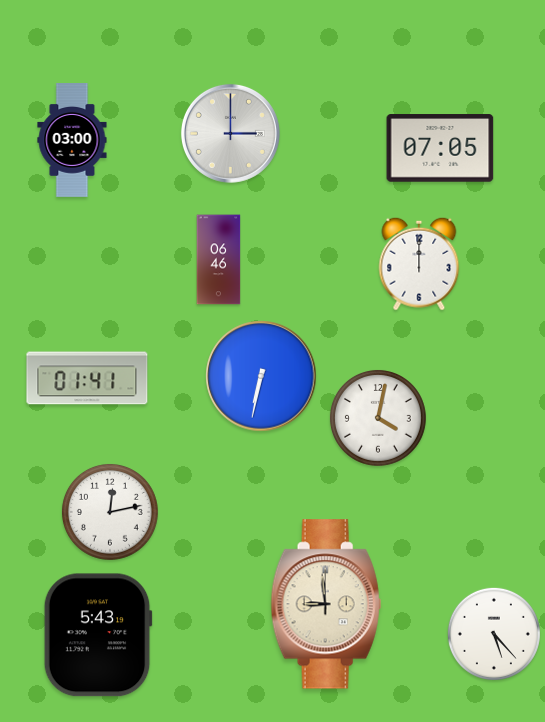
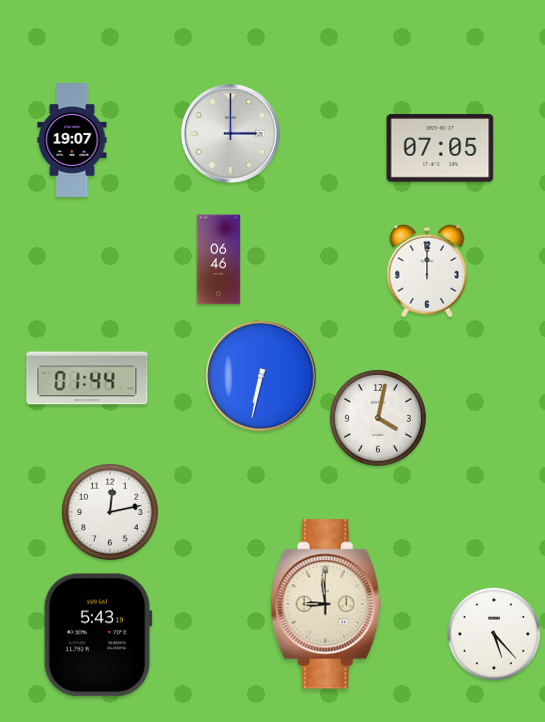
clock at (72, 140): 03:00 -> 19:07
clock at (419, 264) position: (419, 264) -> (427, 271)
clock at (87, 378): 01:41 -> 01:44
